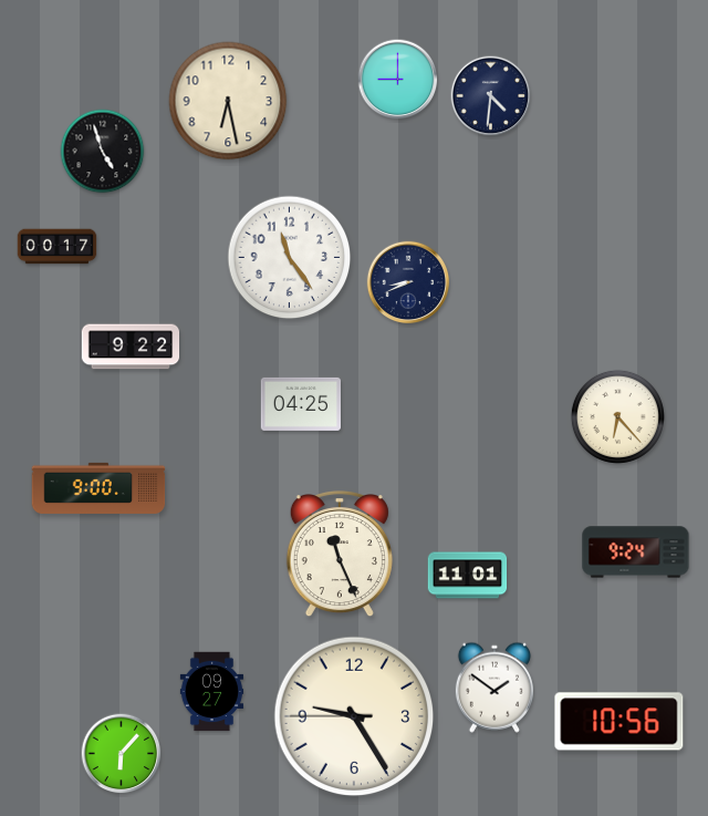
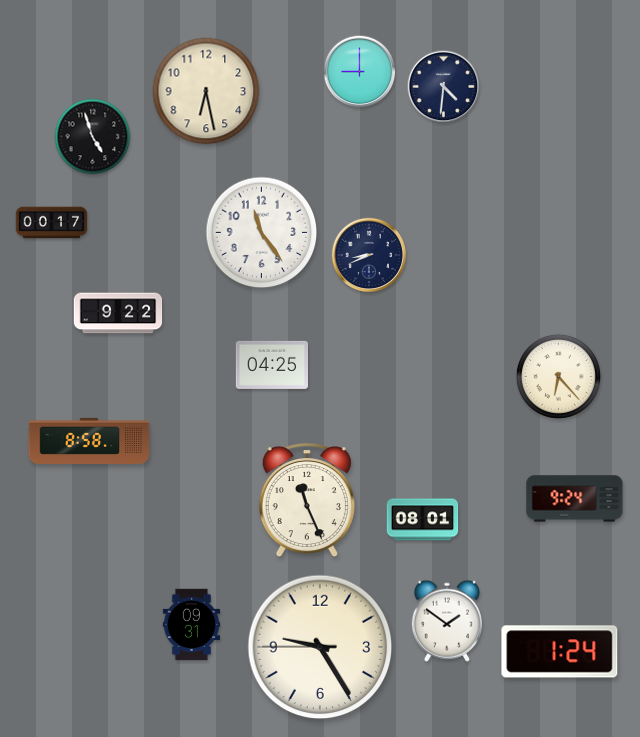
clock at (98, 488): 9:00 -> 8:58
clock at (468, 576): 11:01 -> 08:01
clock at (212, 692): 09:27 -> 09:31
clock at (619, 722): 10:56 -> 1:24
clock at (122, 754): 6:07 -> none
